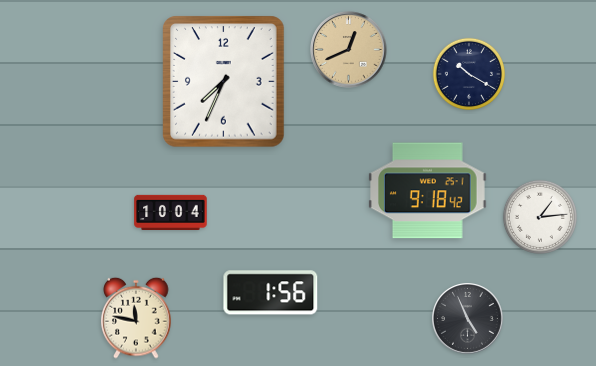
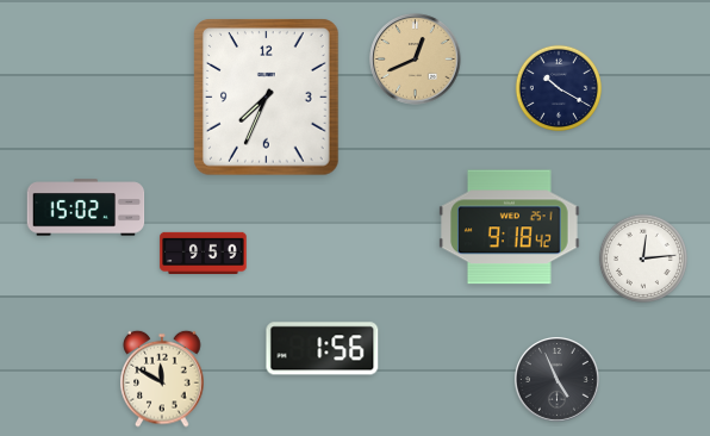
clock at (86, 207): none -> 15:02
clock at (171, 212): 10:04 -> 9:59
clock at (540, 217): 1:14 -> 12:14
clock at (136, 318): 11:47 -> 11:50
